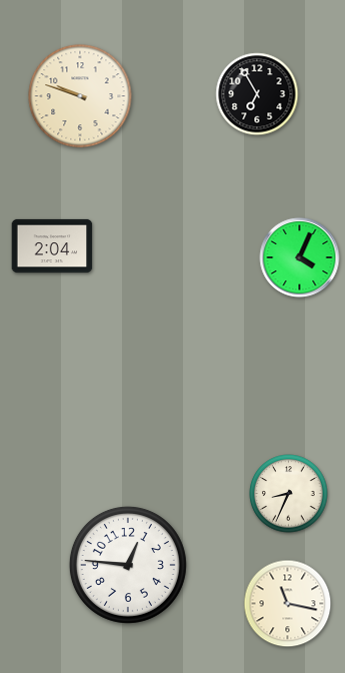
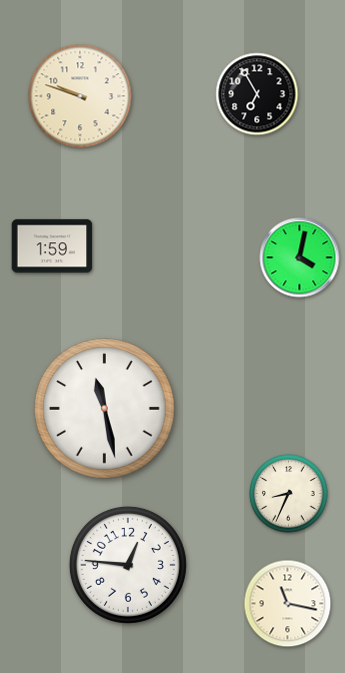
clock at (52, 246): 2:04 -> 1:59
clock at (300, 258): 4:04 -> 4:02
clock at (105, 409): none -> 11:28
